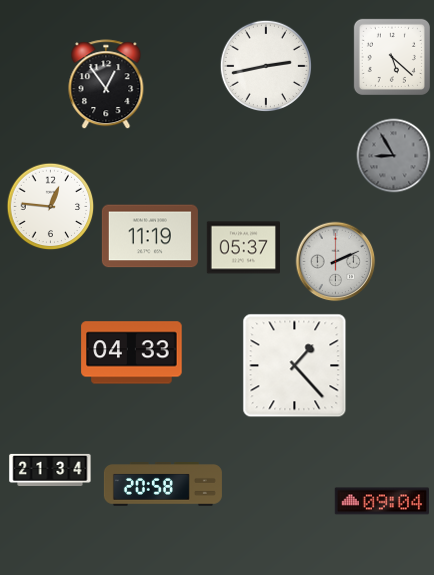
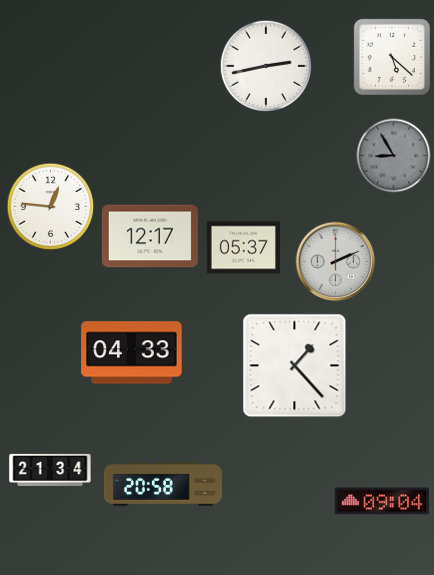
clock at (106, 85): 12:54 -> none
clock at (150, 236): 11:19 -> 12:17
